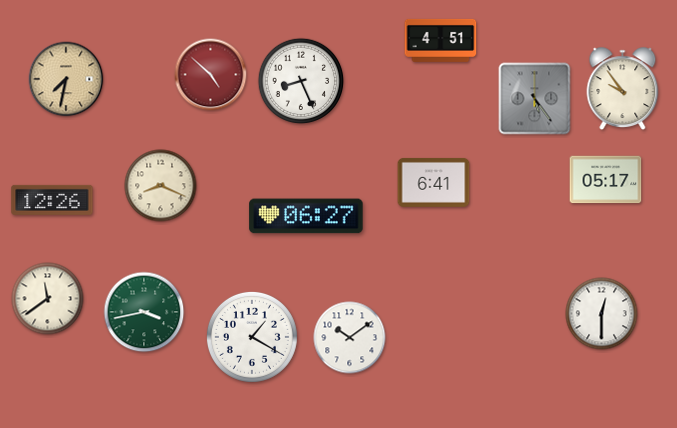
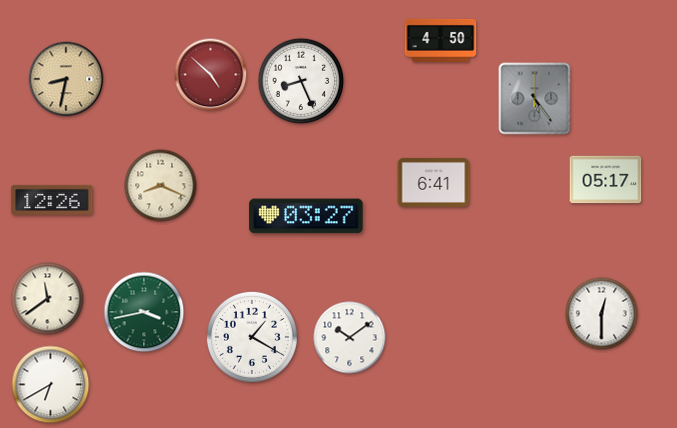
clock at (441, 40): 4:51 -> 4:50
clock at (66, 79): 7:32 -> 8:32
clock at (623, 89): 9:54 -> none
clock at (306, 216): 06:27 -> 03:27
clock at (51, 385): none -> 6:40
